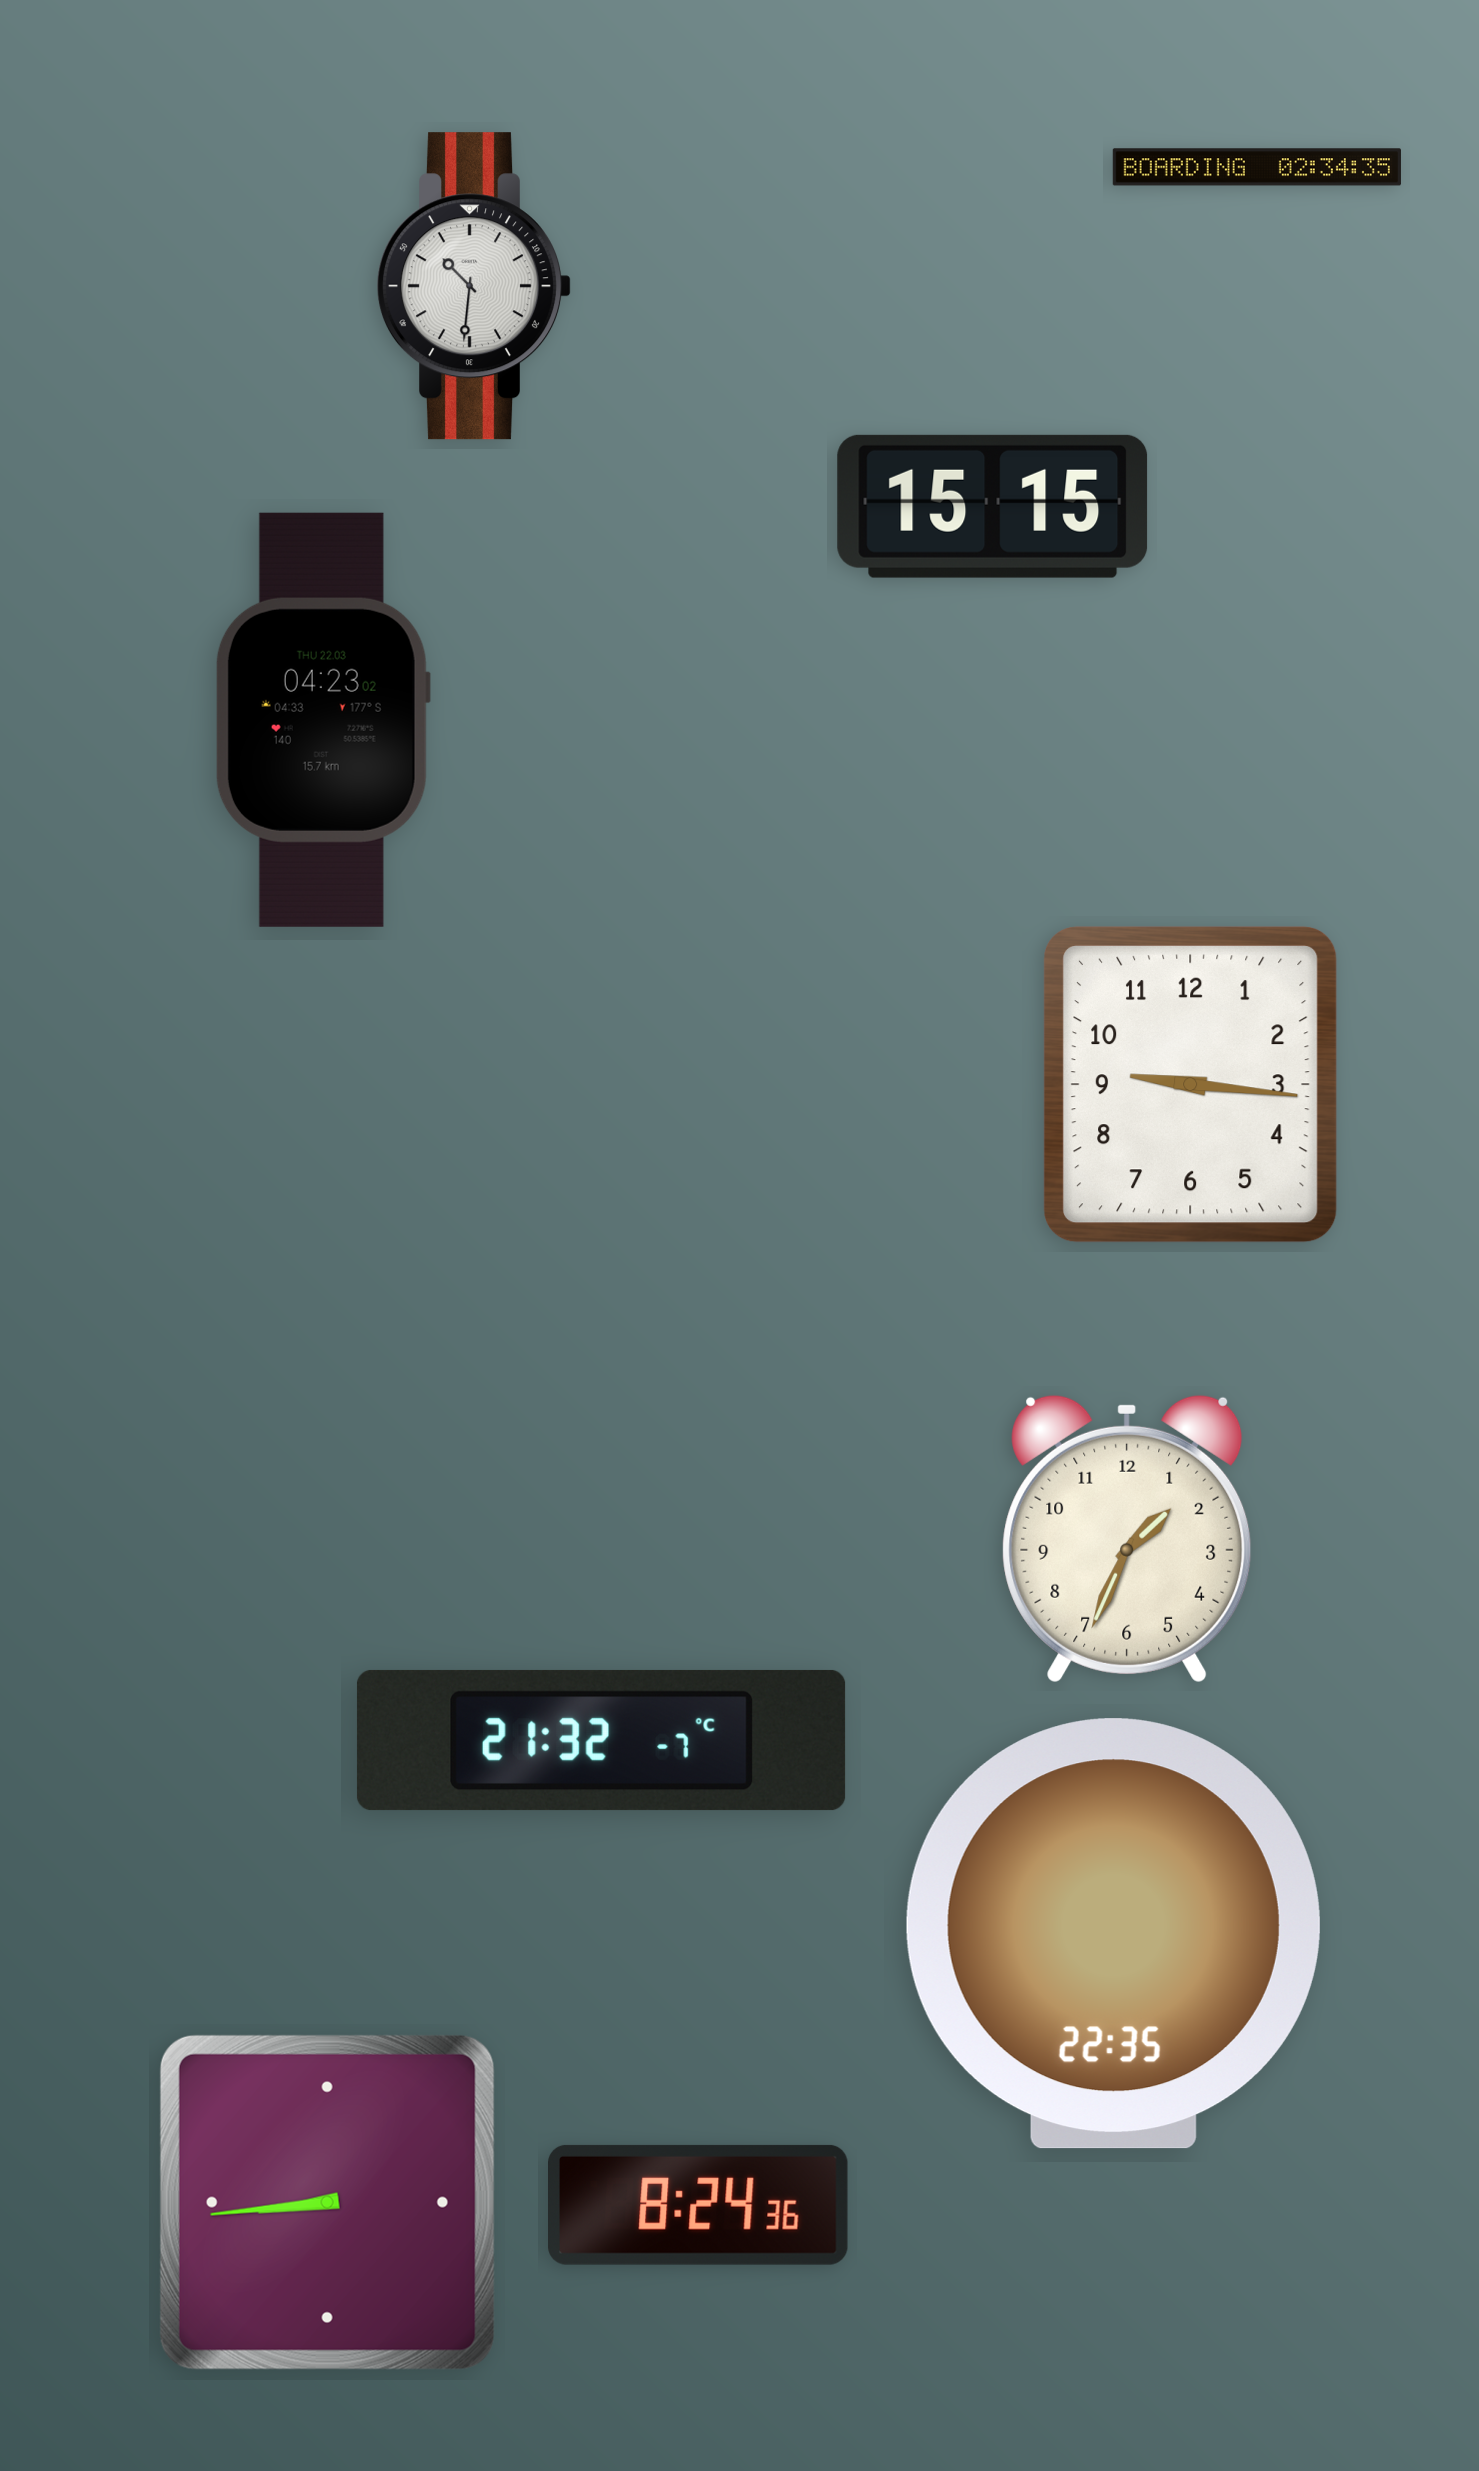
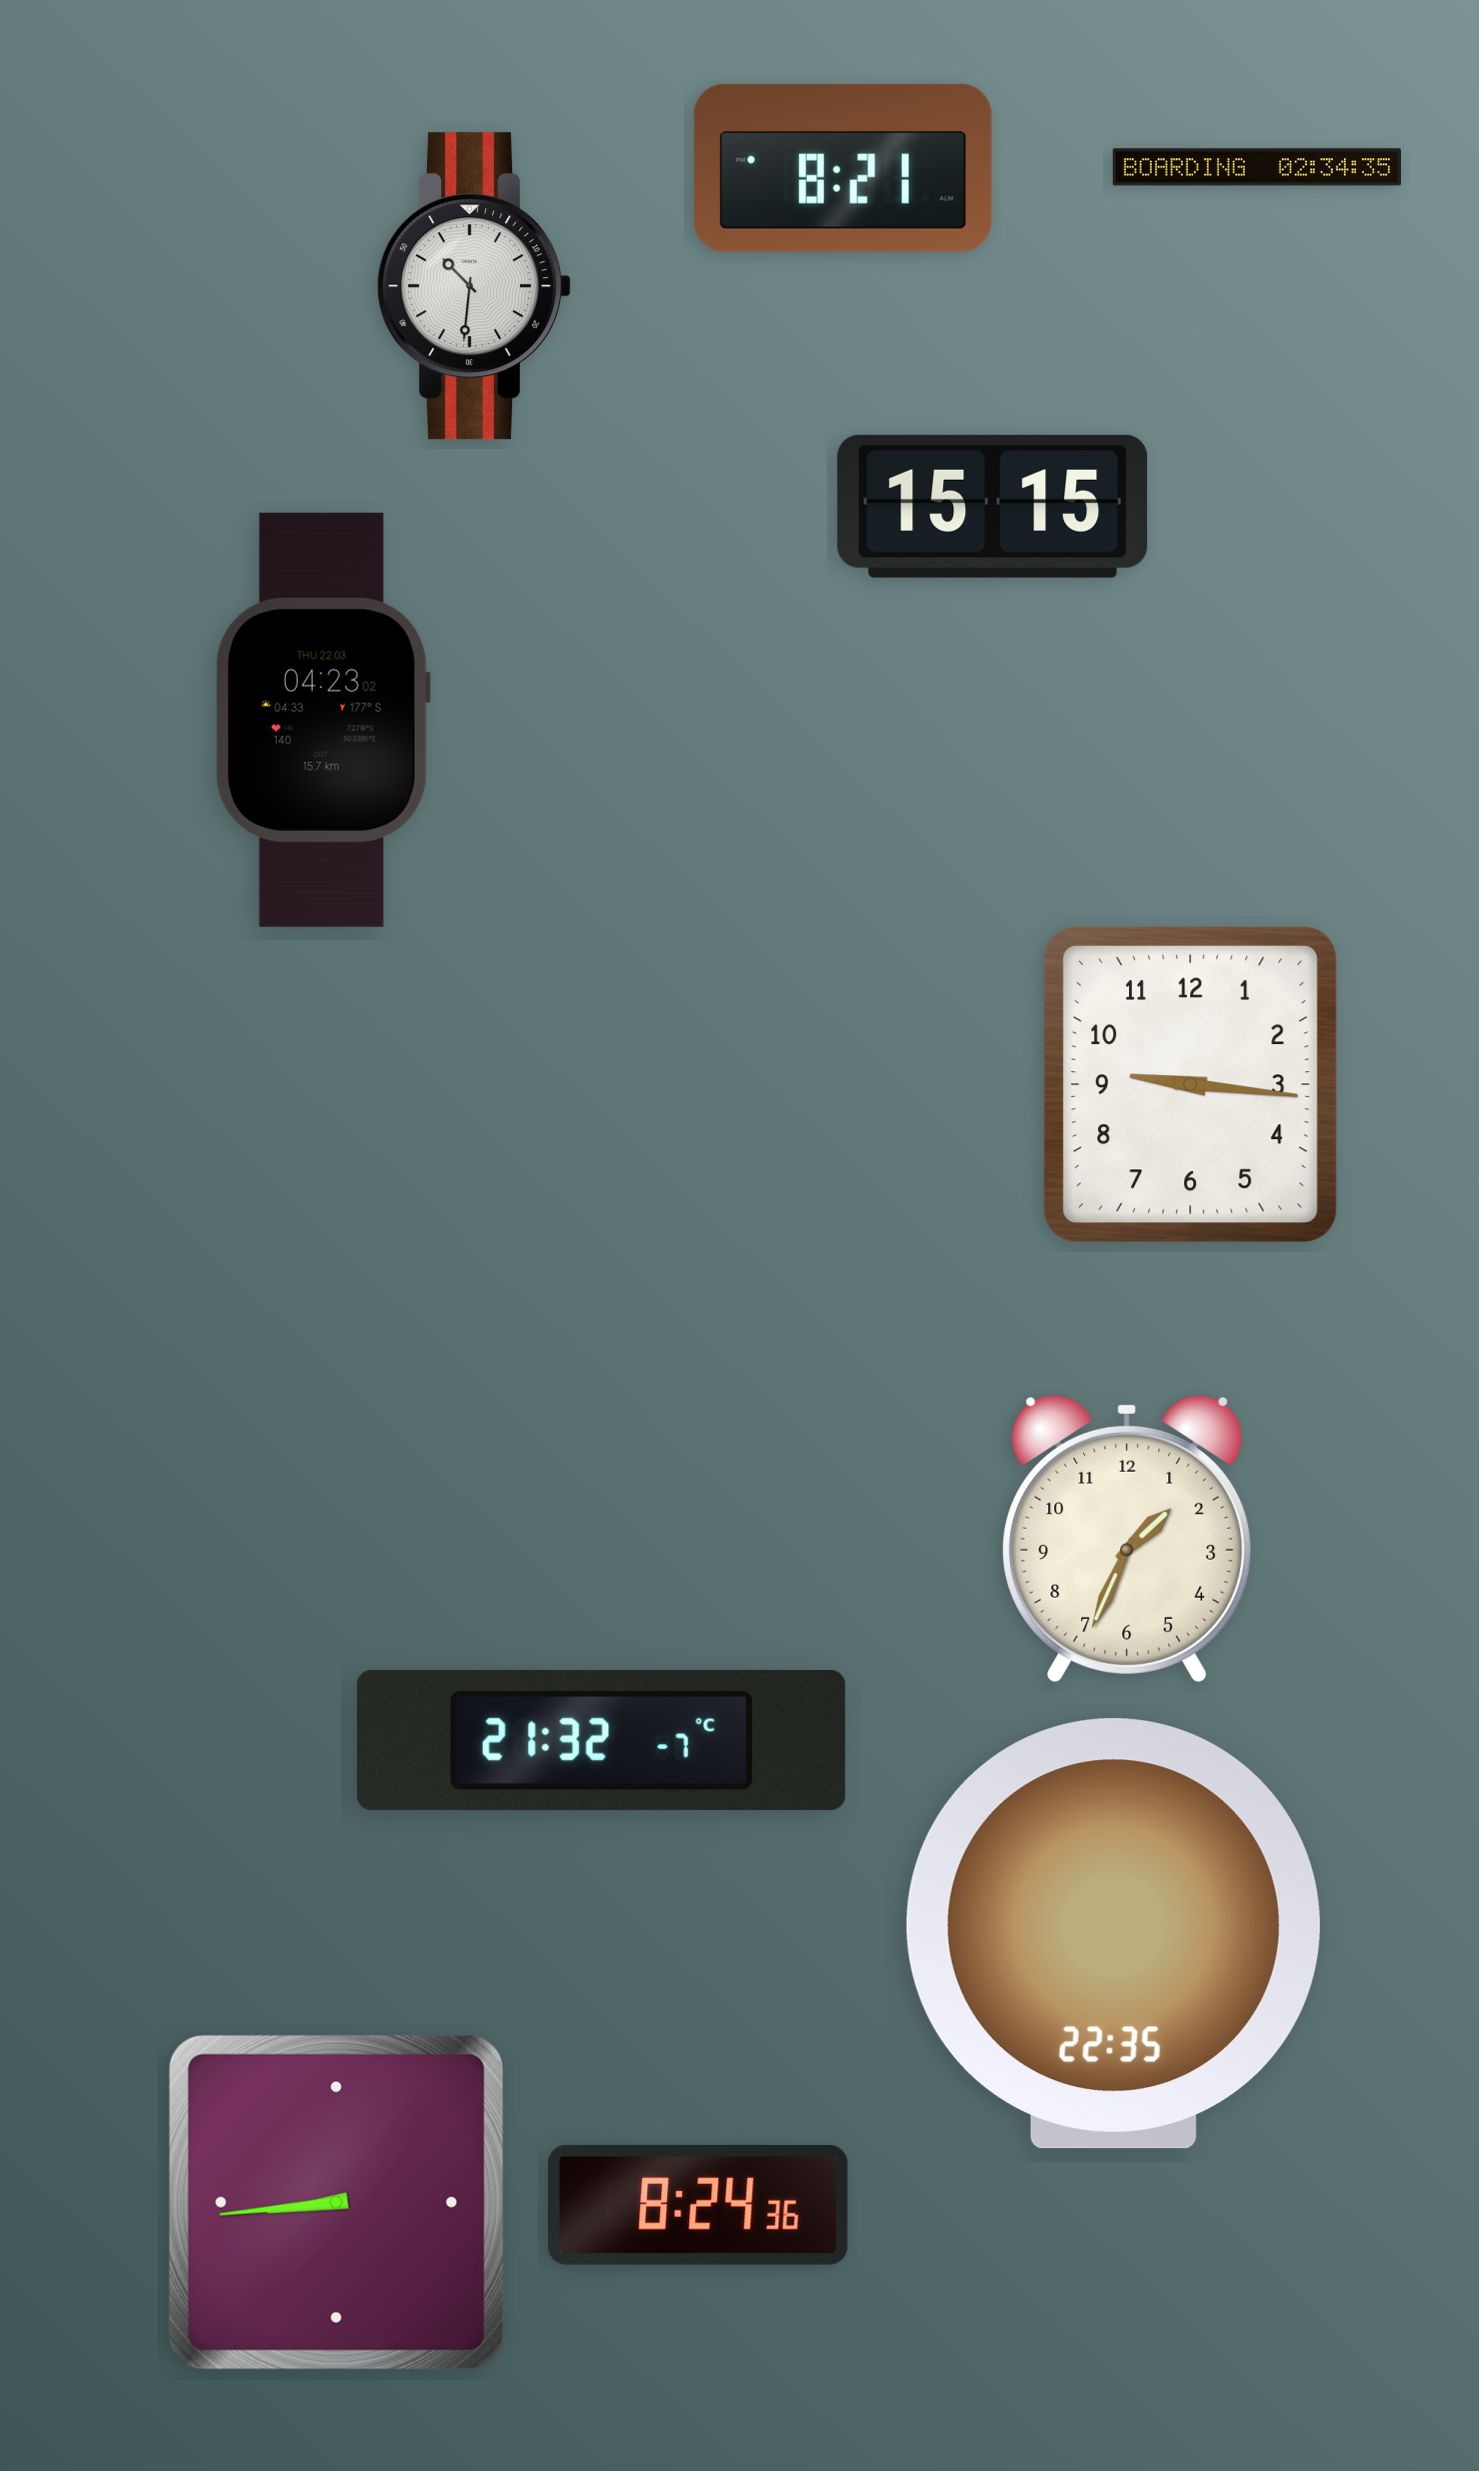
clock at (843, 168): none -> 8:21
clock at (327, 2202) position: (327, 2202) -> (336, 2202)
